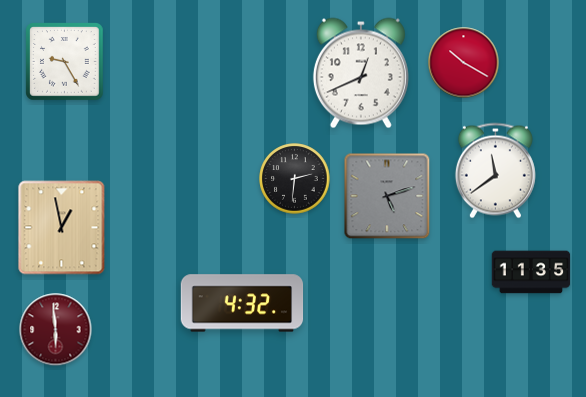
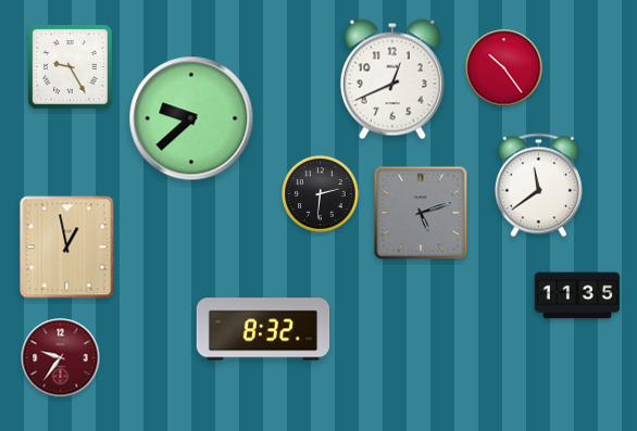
clock at (464, 63): 10:20 -> 10:24
clock at (191, 118): none -> 9:38
clock at (242, 303): 4:32 -> 8:32
clock at (56, 330): 5:59 -> 9:36
